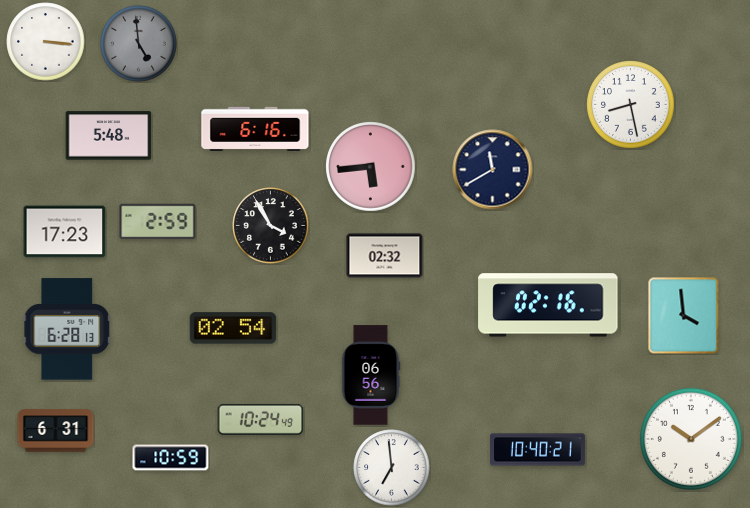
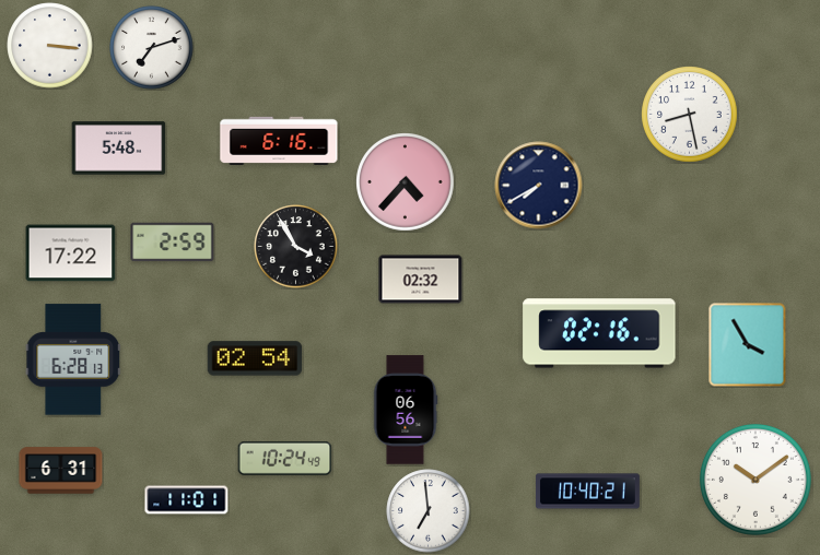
clock at (139, 44): 4:59 -> 7:12
clock at (139, 44) dial: grey -> white
clock at (371, 167): 5:44 -> 4:37
clock at (493, 170): 11:40 -> 7:40
clock at (65, 232): 17:23 -> 17:22
clock at (684, 316): 3:59 -> 3:55
clock at (171, 458): 10:59 -> 11:01
